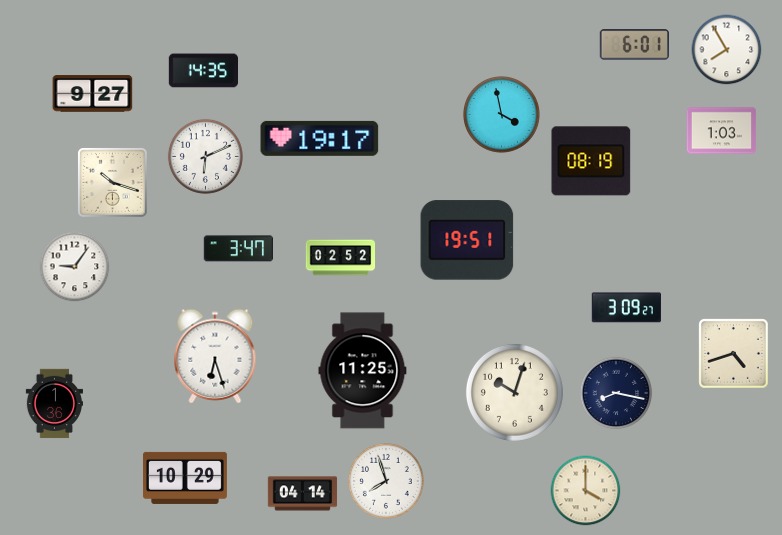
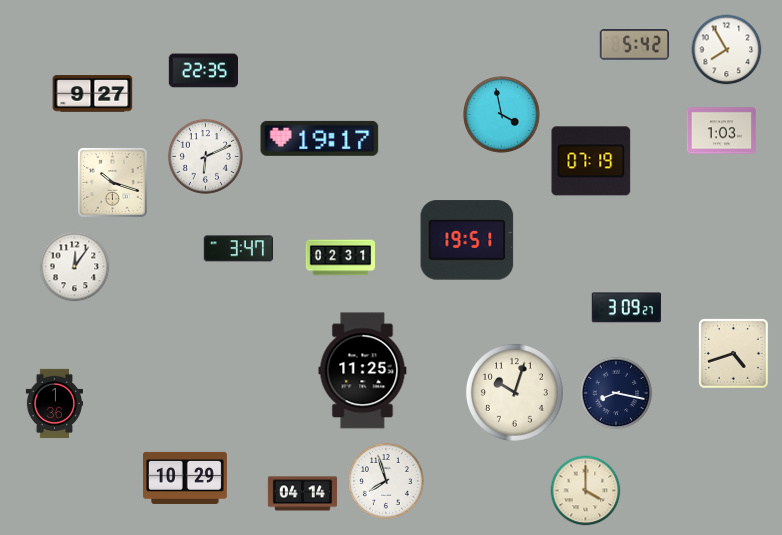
clock at (634, 45): 6:01 -> 5:42
clock at (203, 71): 14:35 -> 22:35
clock at (591, 161): 08:19 -> 07:19
clock at (341, 258): 02:52 -> 02:31
clock at (75, 267): 9:06 -> 12:06
clock at (215, 356): 6:27 -> none
